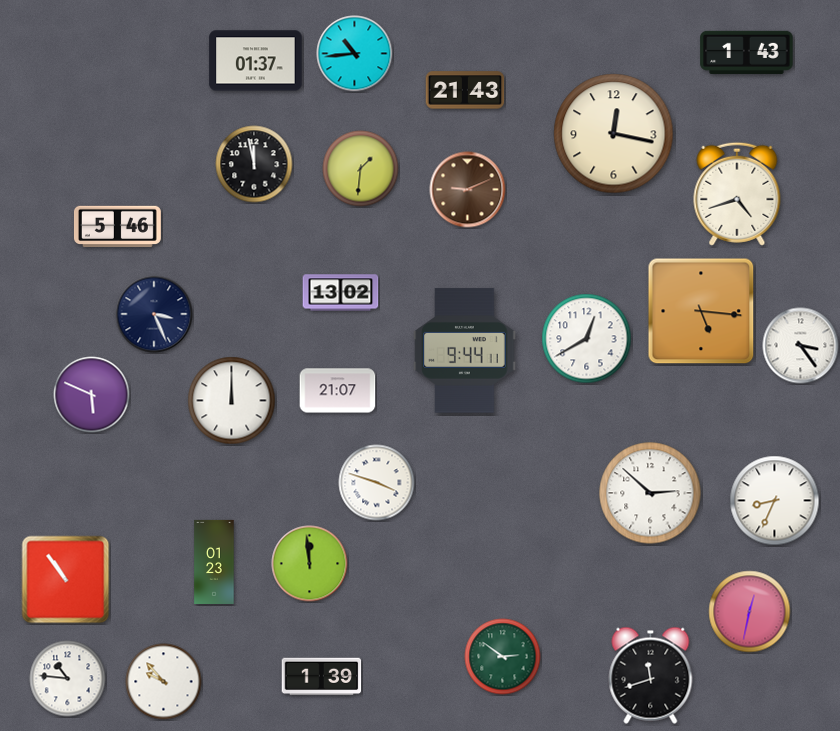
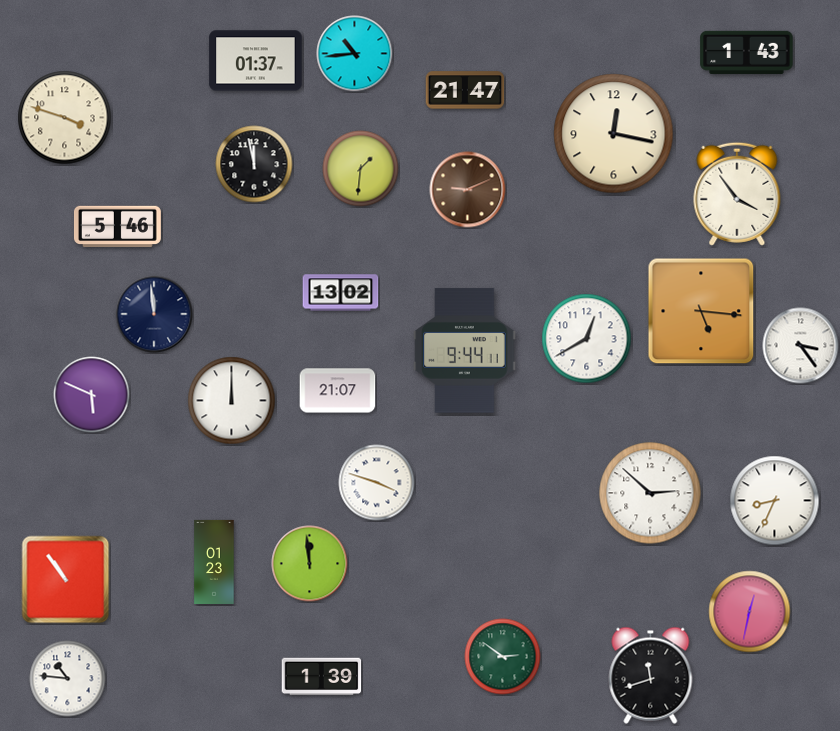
clock at (465, 90): 21:43 -> 21:47
clock at (65, 118): none -> 3:48
clock at (737, 194): 4:42 -> 3:54
clock at (154, 314): 3:26 -> 11:59
clock at (164, 682): 9:53 -> none
